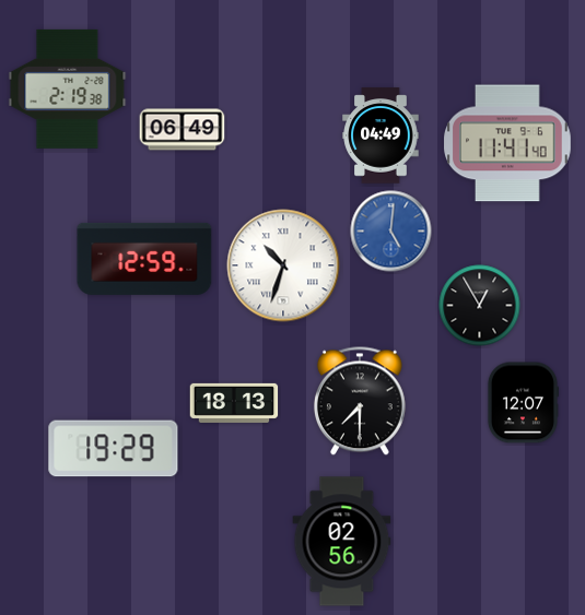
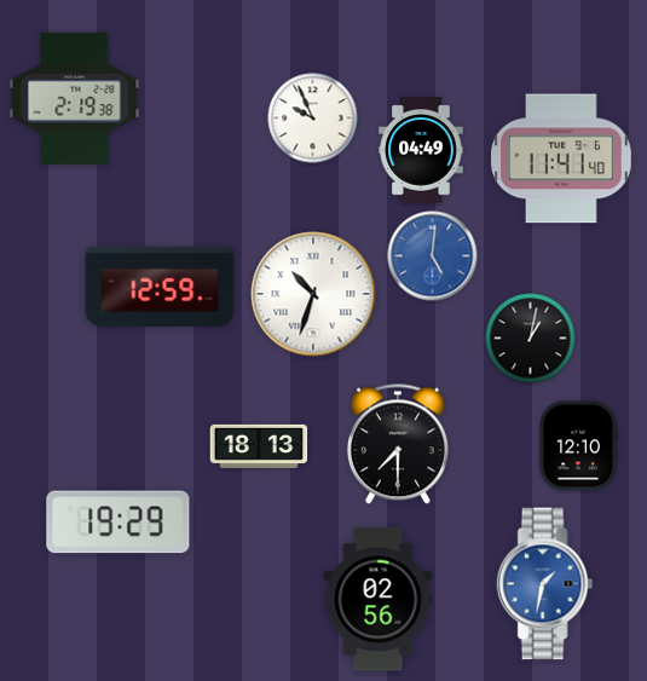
clock at (313, 119): none -> 9:56
clock at (183, 130): 06:49 -> none
clock at (480, 306): 12:55 -> 1:02
clock at (523, 403): 12:07 -> 12:10
clock at (114, 449) position: (114, 449) -> (119, 523)
clock at (545, 584): none -> 1:32
